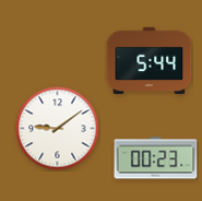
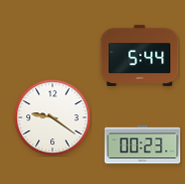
clock at (150, 61) position: (150, 61) -> (140, 56)
clock at (58, 129): 9:09 -> 9:21
